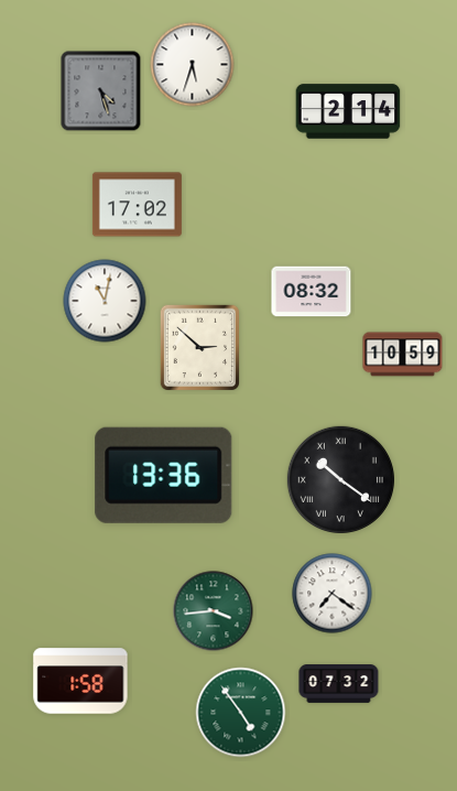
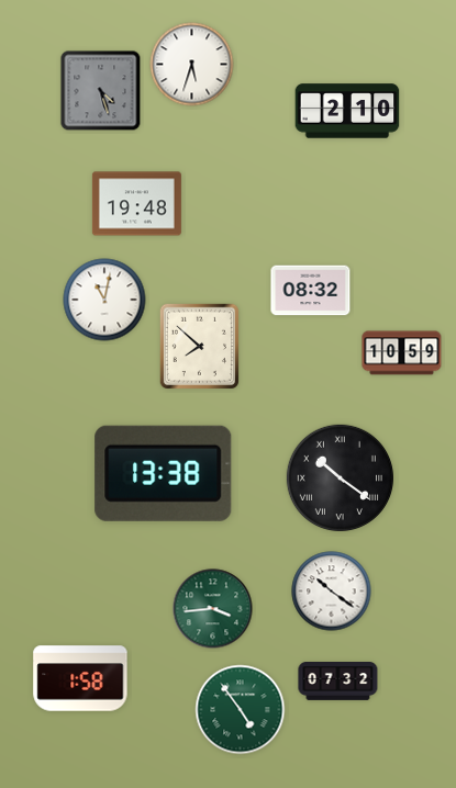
clock at (348, 111): 2:14 -> 2:10
clock at (137, 205): 17:02 -> 19:48
clock at (199, 347): 2:52 -> 7:52
clock at (164, 475): 13:36 -> 13:38
clock at (333, 594): 7:21 -> 10:21
